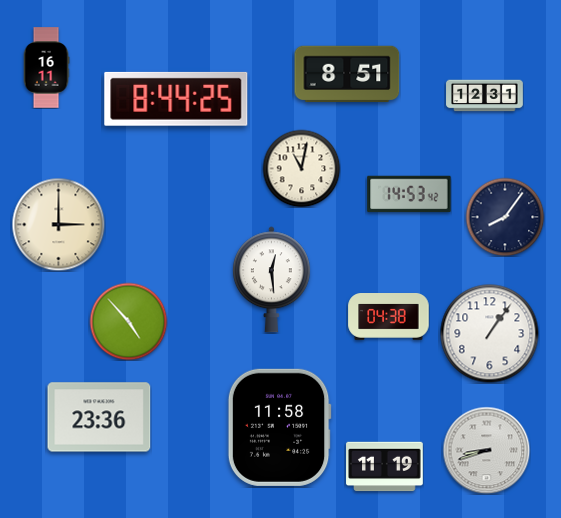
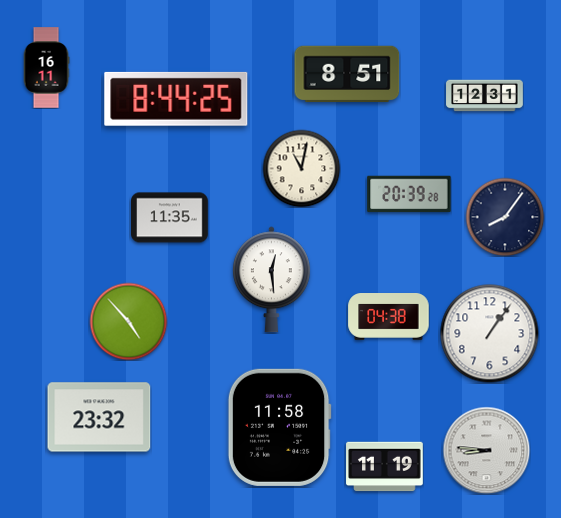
clock at (409, 194): 14:53 -> 20:39
clock at (170, 218): none -> 11:35
clock at (58, 224): 3:00 -> none
clock at (99, 417): 23:36 -> 23:32
clock at (486, 450): 8:42 -> 8:46
